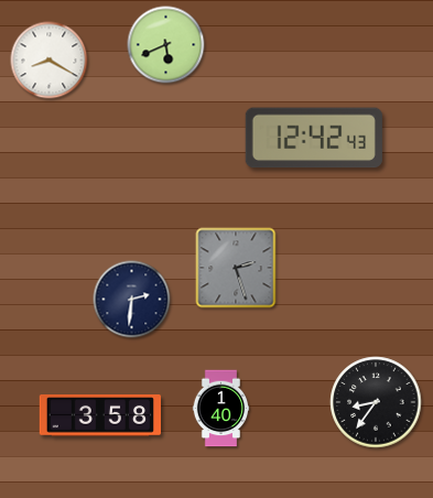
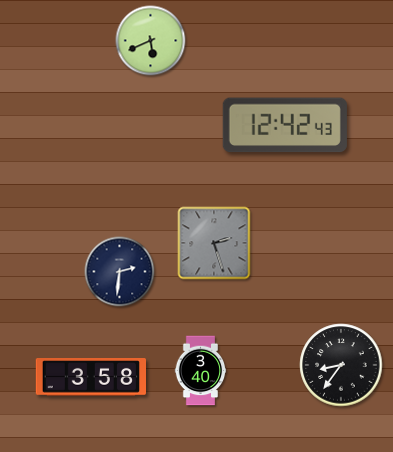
clock at (50, 61): 8:20 -> none
clock at (221, 409): 1:40 -> 3:40
